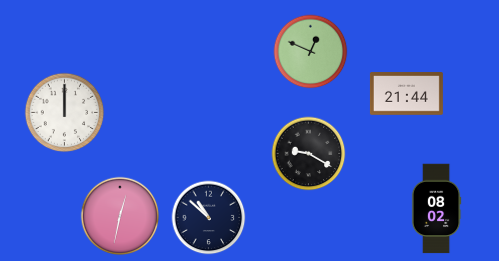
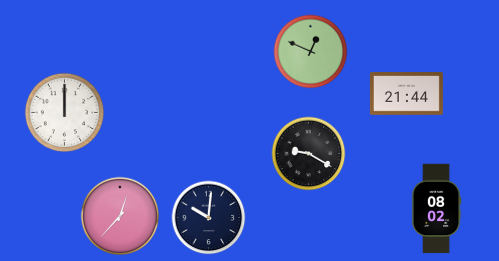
clock at (120, 216): 12:32 -> 12:37
clock at (209, 218): 10:52 -> 10:01
